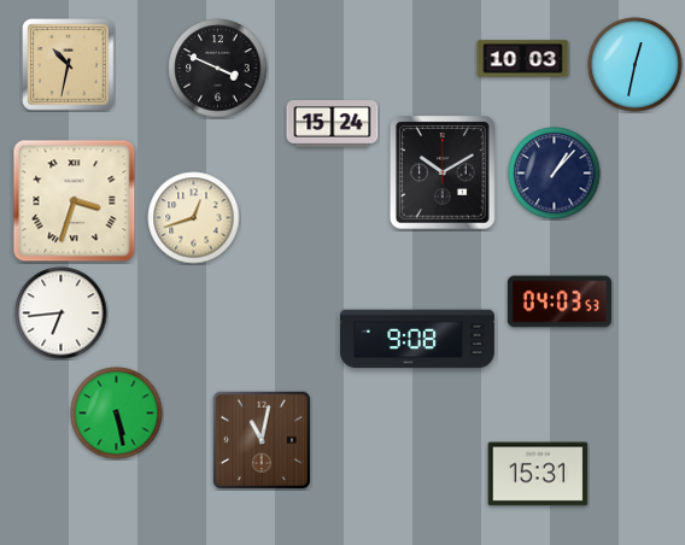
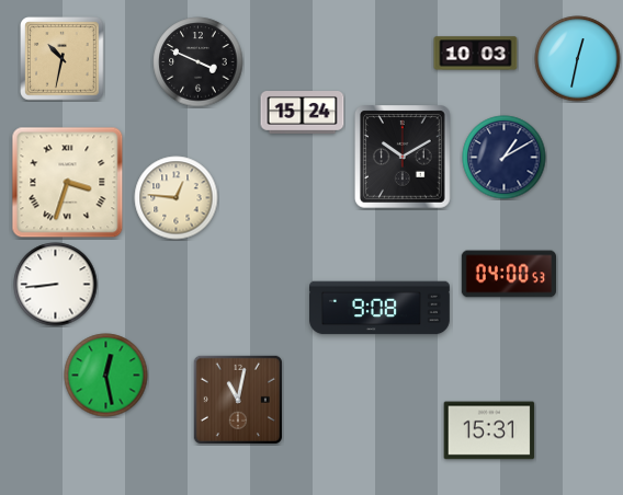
clock at (555, 174): 1:07 -> 1:10
clock at (194, 218): 12:42 -> 12:46
clock at (558, 301): 04:03 -> 04:00
clock at (62, 313): 6:44 -> 8:44
clock at (117, 414): 5:28 -> 12:28
